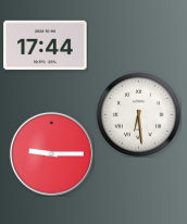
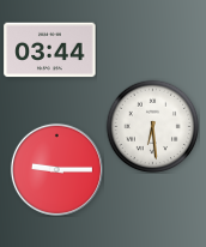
clock at (46, 46): 17:44 -> 03:44
